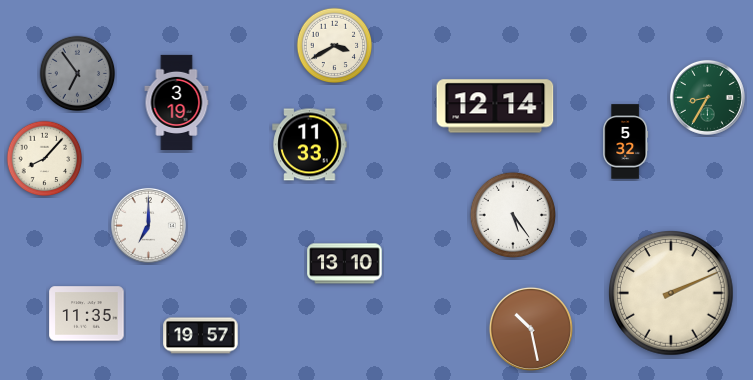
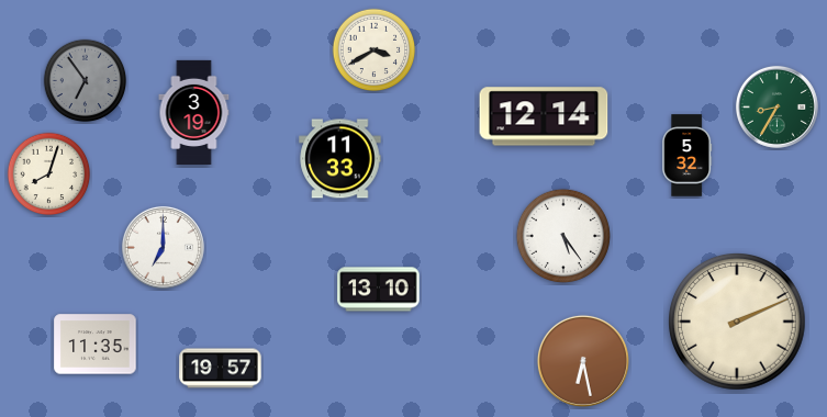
clock at (335, 46) position: (335, 46) -> (375, 50)
clock at (45, 159): 8:07 -> 8:03
clock at (531, 329): 10:28 -> 6:28
